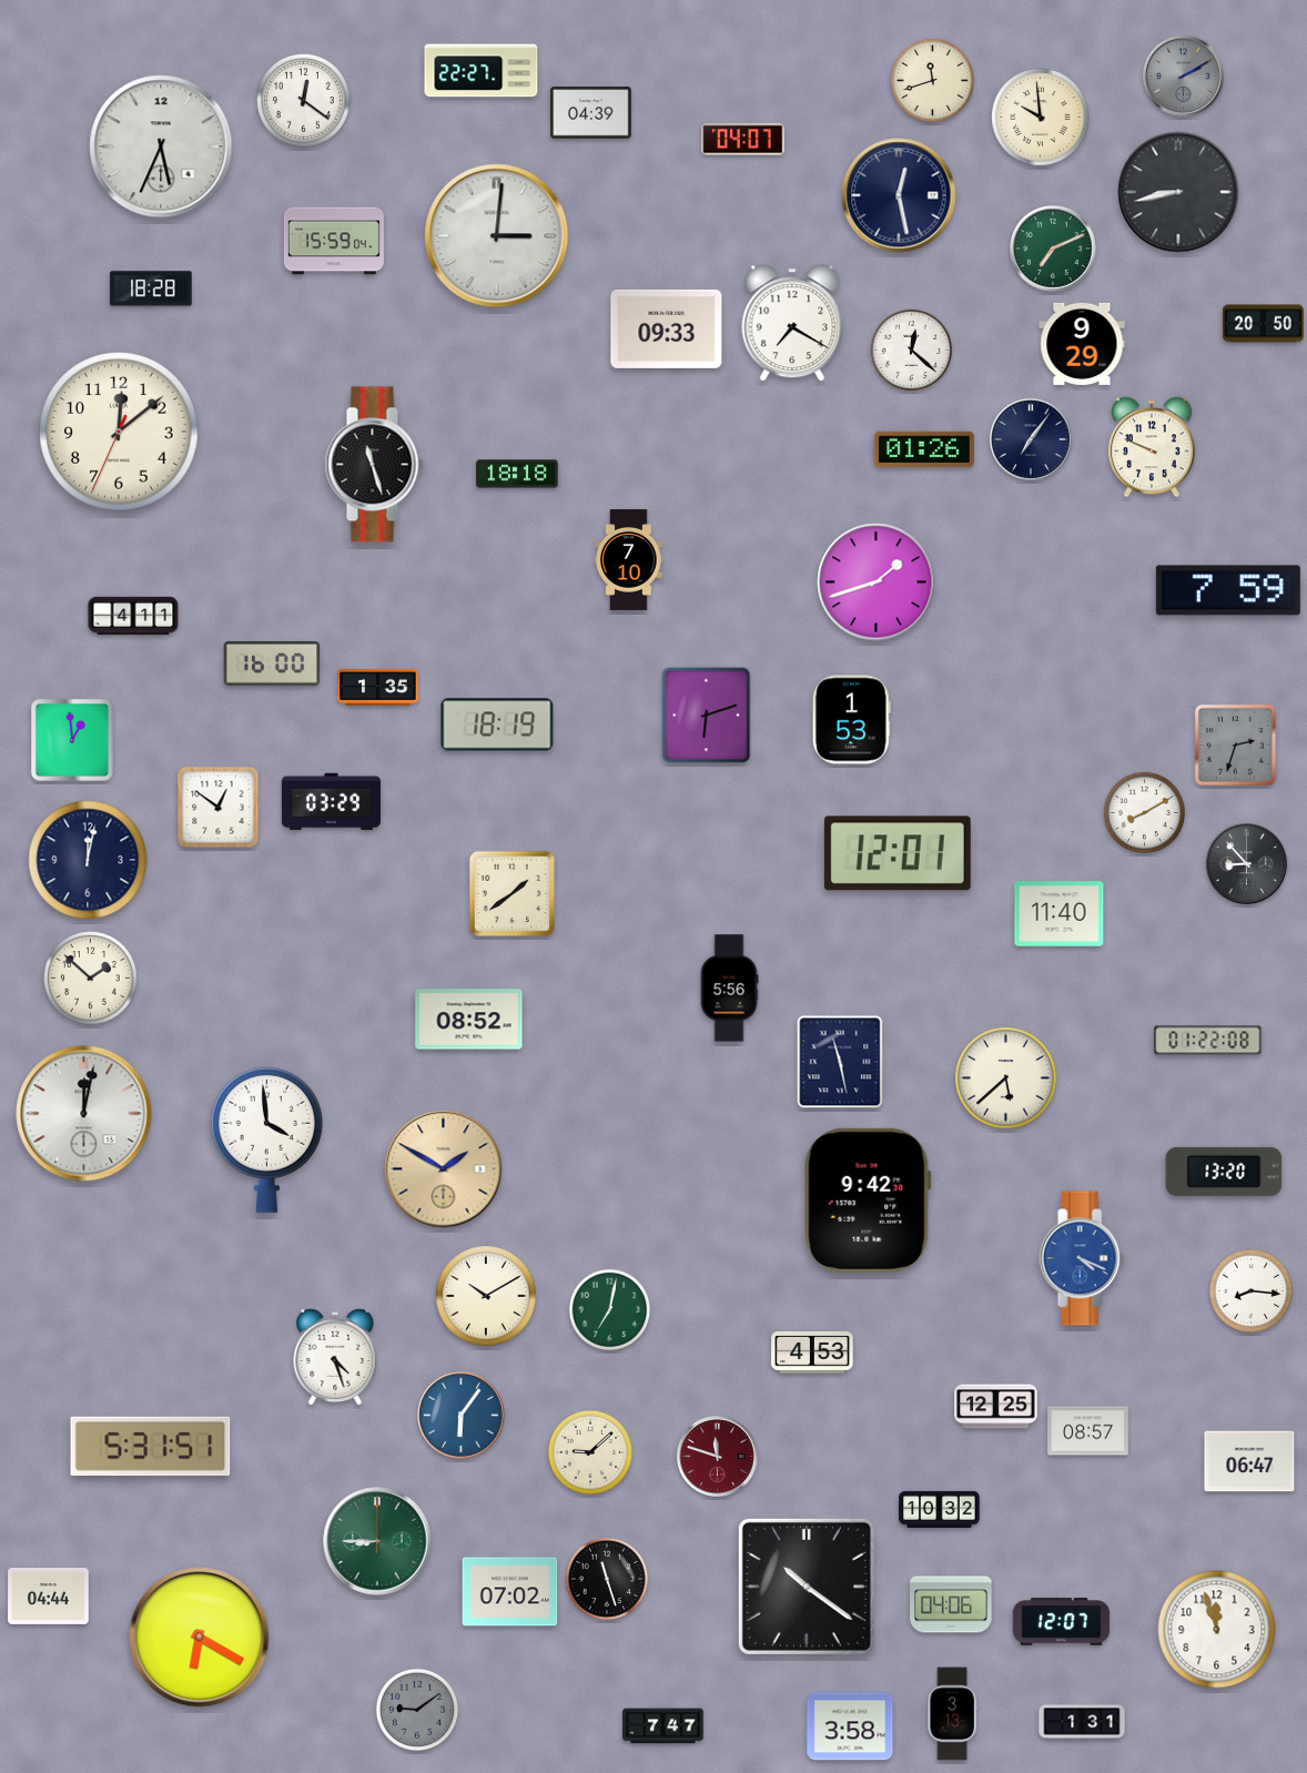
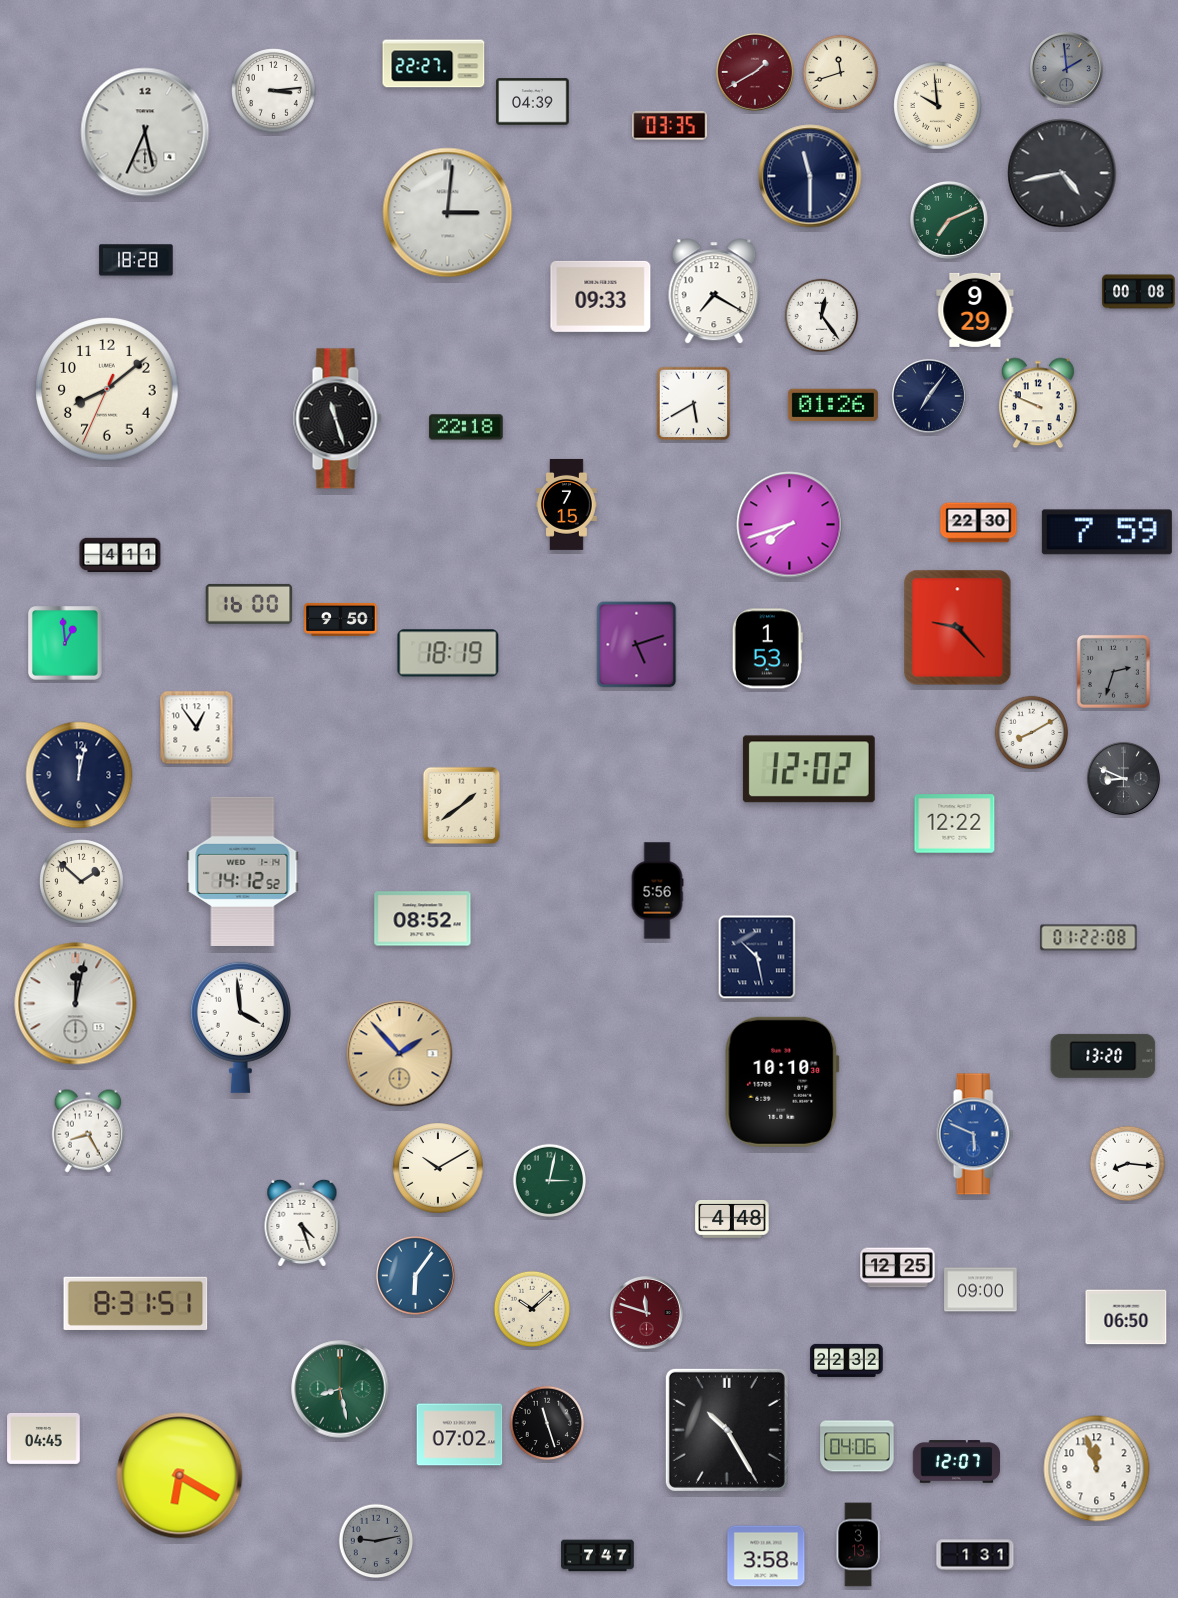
clock at (1183, 75): 2:10 -> 1:59
clock at (756, 73): none -> 1:40
clock at (304, 101): 12:21 -> 3:14
clock at (743, 140): 04:07 -> 03:35
clock at (1178, 192): 8:43 -> 4:43
clock at (899, 195): 12:28 -> 11:30
clock at (334, 241): 15:59 -> none
clock at (1054, 250) position: (1054, 250) -> (950, 221)
clock at (1264, 324): 20:50 -> 00:08
clock at (912, 351): 12:22 -> 12:24
clock at (119, 432): 12:08 -> 8:08
clock at (694, 404): none -> 5:40
clock at (517, 474): 18:18 -> 22:18
clock at (629, 559): 7:10 -> 7:15
clock at (979, 523): none -> 22:30
clock at (877, 582): 1:42 -> 7:42
clock at (272, 663) position: (272, 663) -> (249, 604)
clock at (378, 687): 1:35 -> 9:50
clock at (958, 628): none -> 9:23
clock at (707, 716): 6:12 -> 5:12
clock at (73, 741) position: (73, 741) -> (66, 644)
clock at (331, 802): 03:29 -> none
clock at (219, 808): 12:51 -> 12:54
clock at (898, 853): 12:01 -> 12:02
clock at (1246, 863): 8:53 -> 8:49
clock at (1060, 914): 11:40 -> 12:22
clock at (243, 871): none -> 14:12
clock at (840, 1062): 11:28 -> 10:28
clock at (1006, 1078): 5:38 -> none
clock at (444, 1169): 1:50 -> 1:53
clock at (868, 1200): 9:42 -> 10:10
clock at (87, 1131): none -> 8:25
clock at (1082, 1258): 4:19 -> 5:49
clock at (610, 1310): 7:02 -> 3:02
clock at (812, 1354): 4:53 -> 4:48
clock at (1088, 1431): 08:57 -> 09:00
clock at (151, 1446): 5:31 -> 8:31
clock at (589, 1451): 9:08 -> 10:08
clock at (1249, 1461): 06:47 -> 06:50
clock at (940, 1509): 10:32 -> 22:32
clock at (377, 1541): 8:45 -> 8:28
clock at (807, 1587): 10:21 -> 10:25
clock at (49, 1595): 04:44 -> 04:45
clock at (417, 1710): 9:09 -> 9:13
clock at (1082, 1722) position: (1082, 1722) -> (975, 1555)
